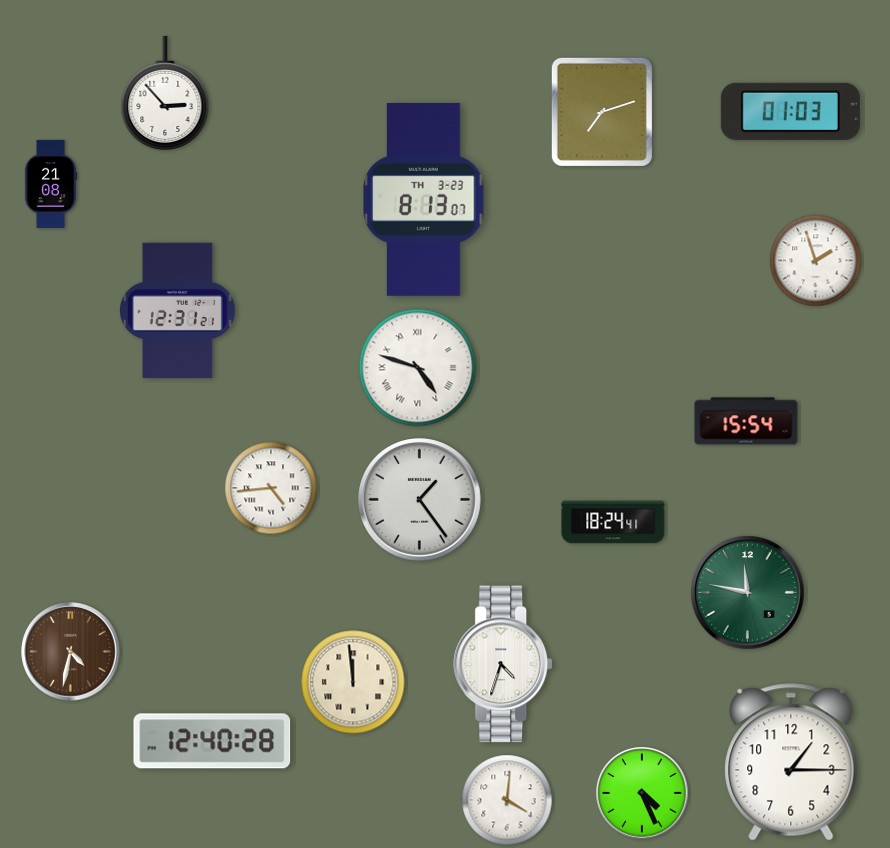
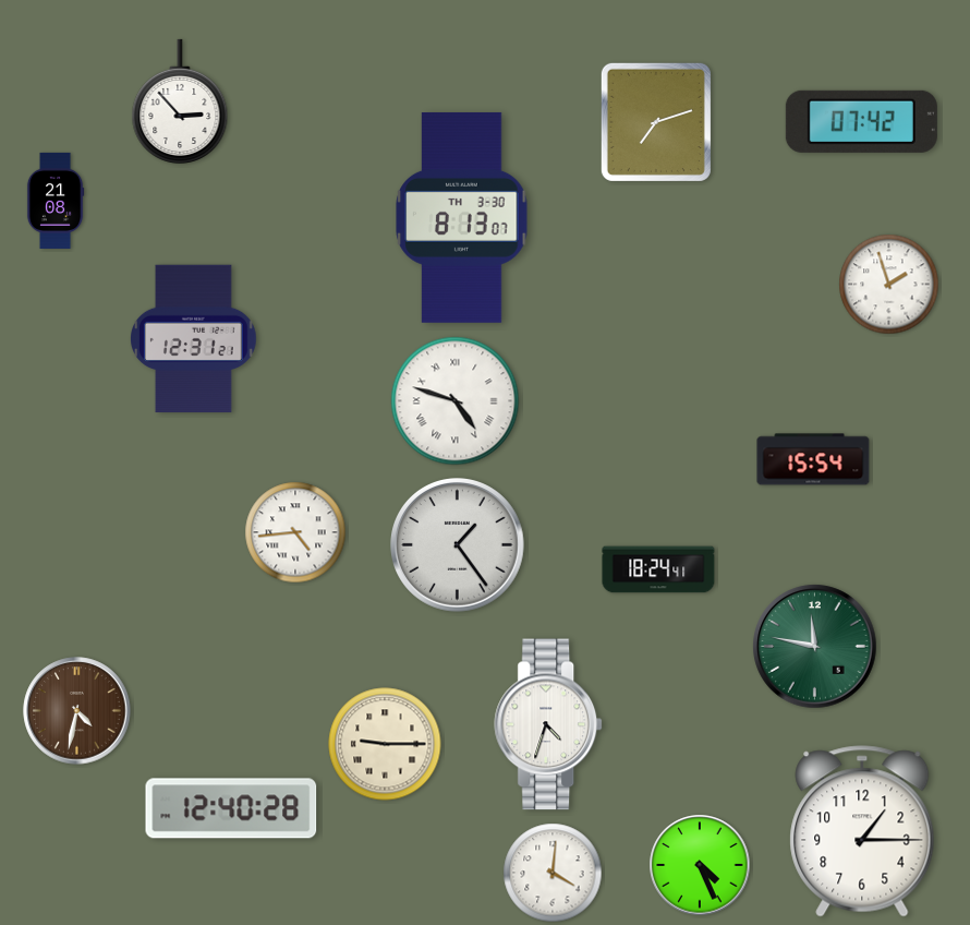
clock at (790, 111): 01:03 -> 07:42
clock at (424, 199) date: TH 3-23 -> TH 3-30
clock at (613, 522) position: (613, 522) -> (658, 569)
clock at (353, 682): 11:59 -> 9:15
